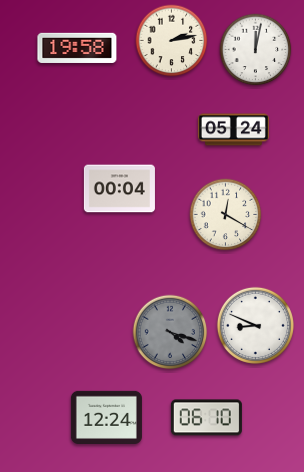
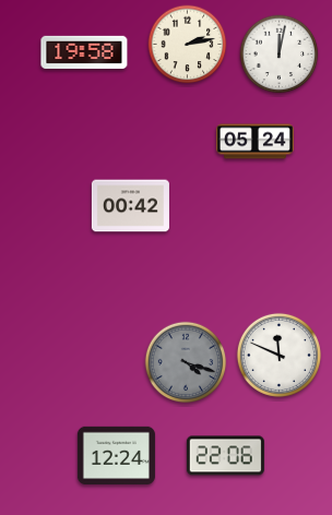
clock at (119, 189): 00:04 -> 00:42
clock at (226, 215): 12:20 -> none
clock at (255, 325): 8:49 -> 11:49
clock at (206, 418): 06:10 -> 22:06
